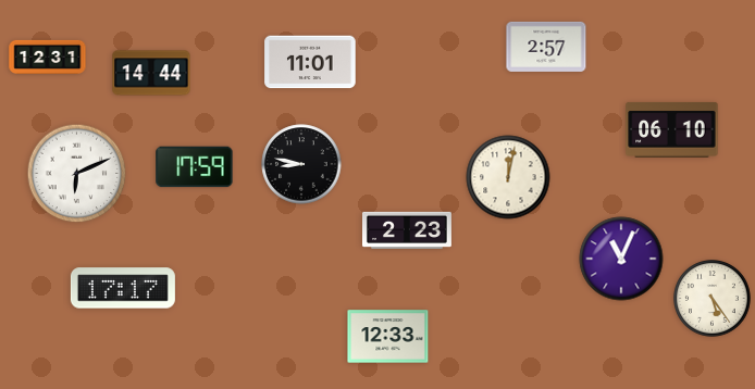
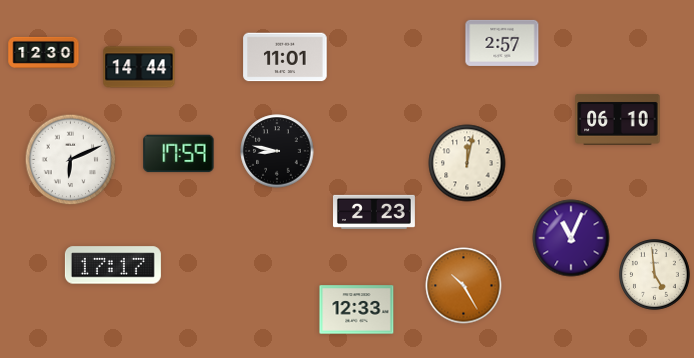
clock at (48, 57): 12:31 -> 12:30
clock at (713, 299): 5:24 -> 4:59
clock at (464, 286): none -> 10:25
